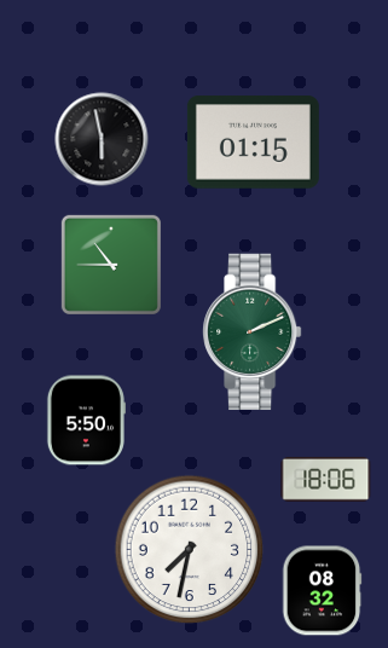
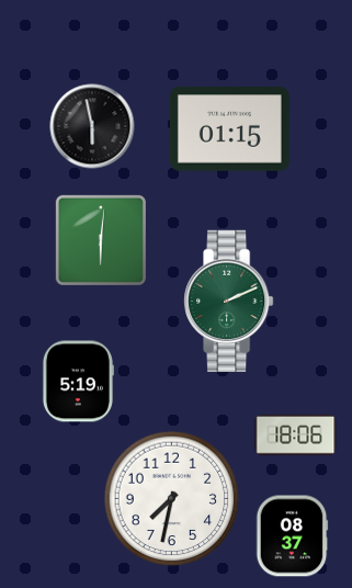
clock at (111, 265): 10:45 -> 6:01
clock at (86, 421): 5:50 -> 5:19
clock at (322, 591): 08:32 -> 08:37
